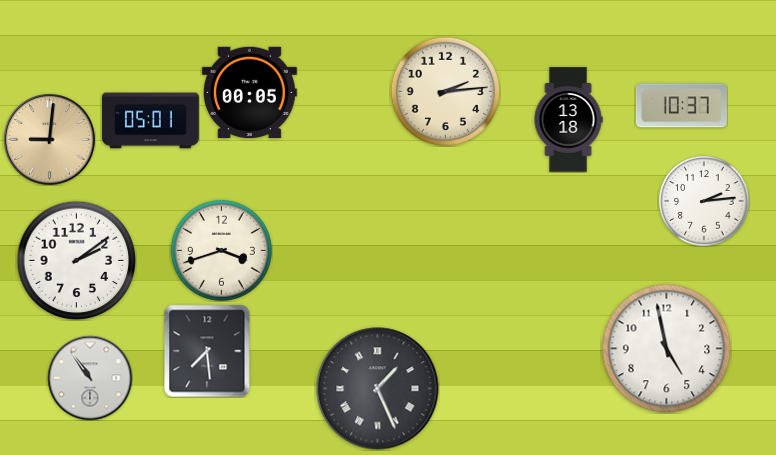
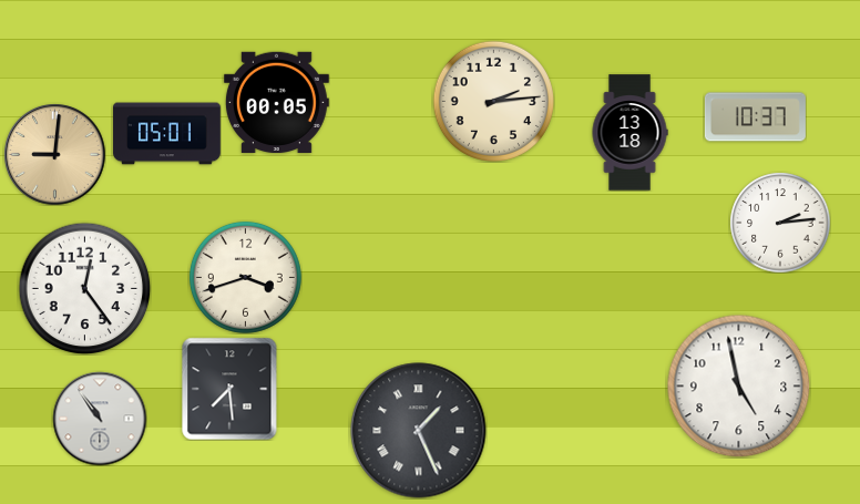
clock at (76, 260): 2:09 -> 12:24
